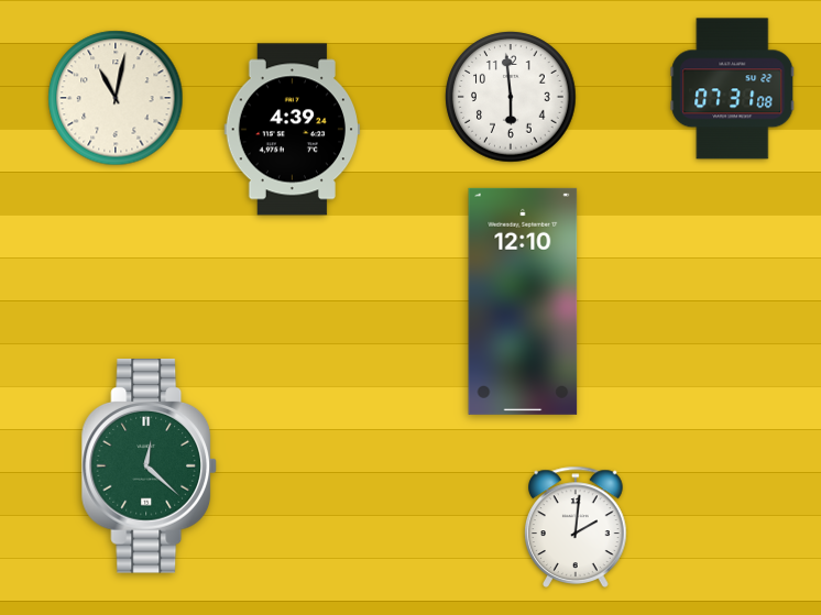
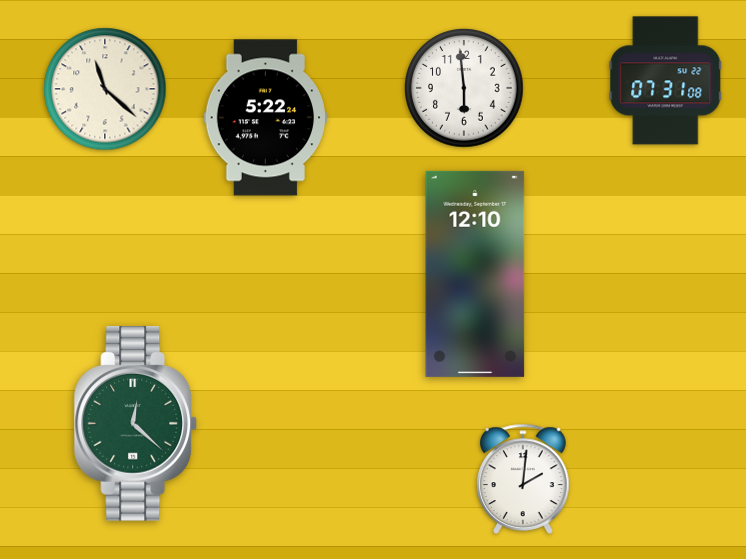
clock at (116, 98): 11:02 -> 11:22
clock at (293, 130): 4:39 -> 5:22
